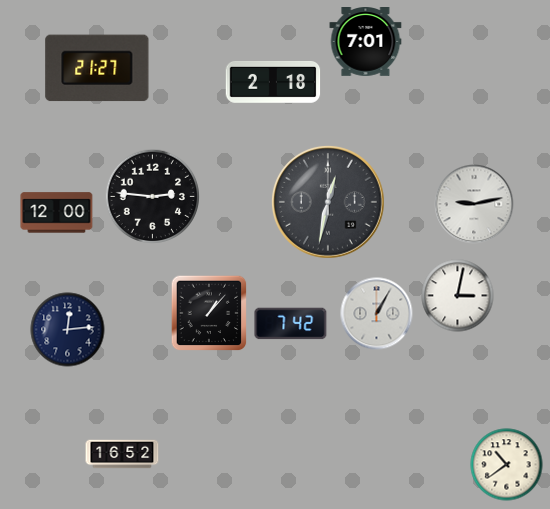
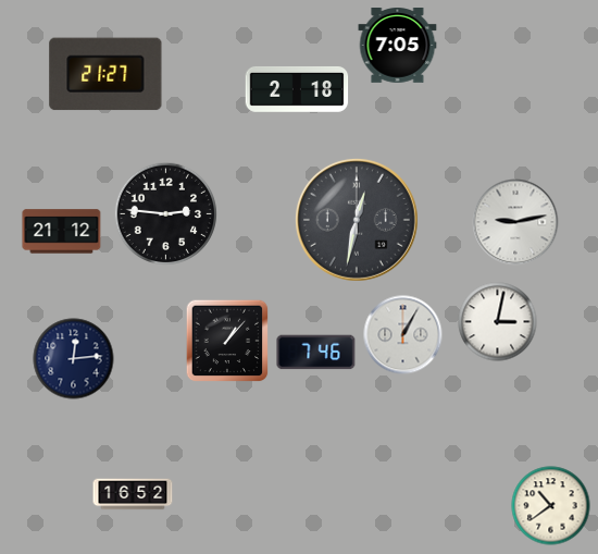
clock at (366, 42): 7:01 -> 7:05
clock at (57, 213): 12:00 -> 21:12
clock at (377, 314) position: (377, 314) -> (403, 335)
clock at (291, 324): 7:42 -> 7:46
